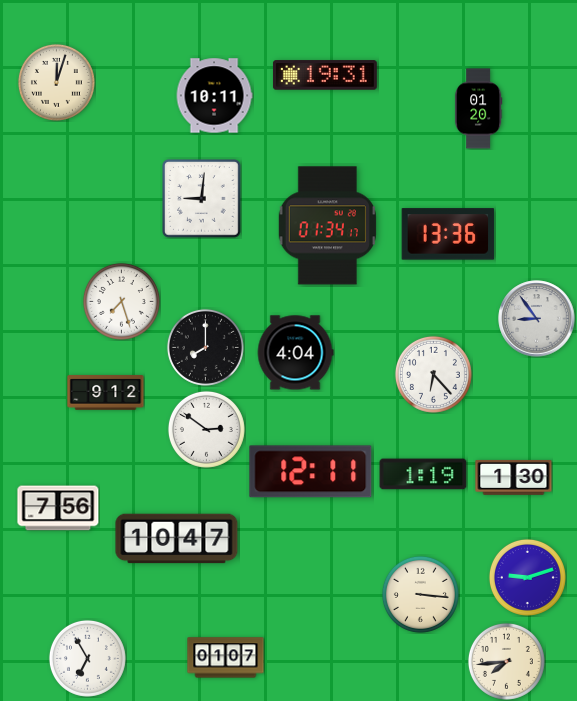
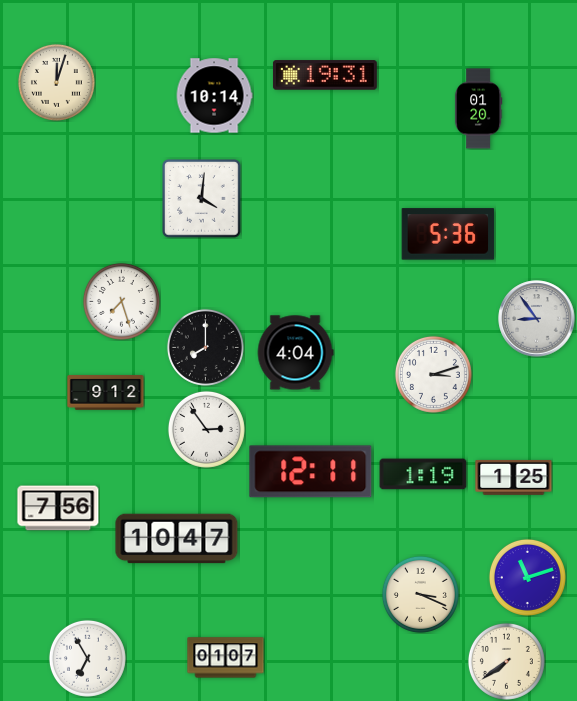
clock at (214, 96): 10:11 -> 10:14
clock at (202, 199): 9:01 -> 4:01
clock at (327, 226): 01:34 -> none
clock at (448, 234): 13:36 -> 5:36
clock at (433, 374): 6:23 -> 3:12
clock at (206, 429): 2:51 -> 2:54
clock at (514, 478): 1:30 -> 1:25
clock at (527, 577): 9:12 -> 11:12
clock at (420, 594): 3:16 -> 3:19
clock at (506, 661): 7:44 -> 7:39
